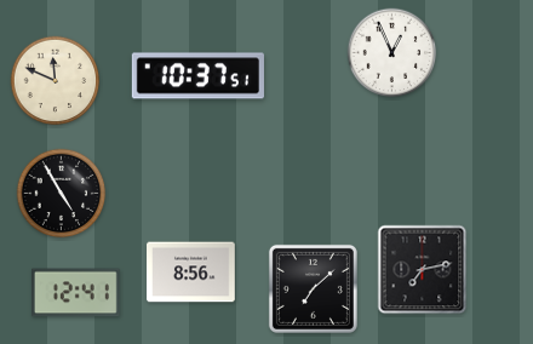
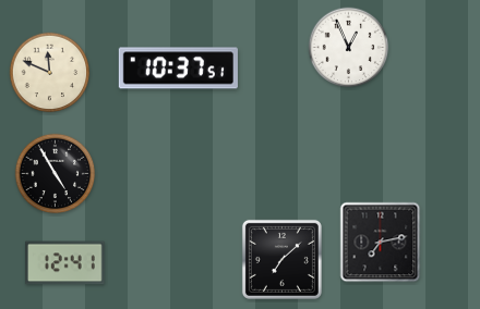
clock at (392, 53) position: (392, 53) -> (349, 48)
clock at (191, 273): 8:56 -> none
clock at (76, 293) position: (76, 293) -> (65, 263)
